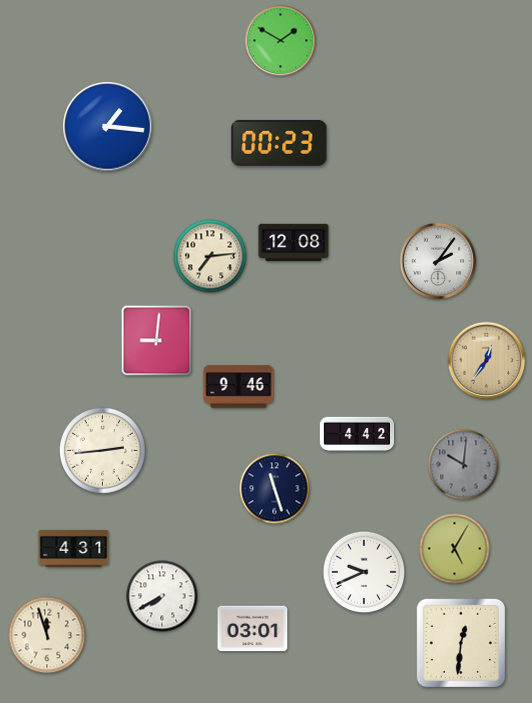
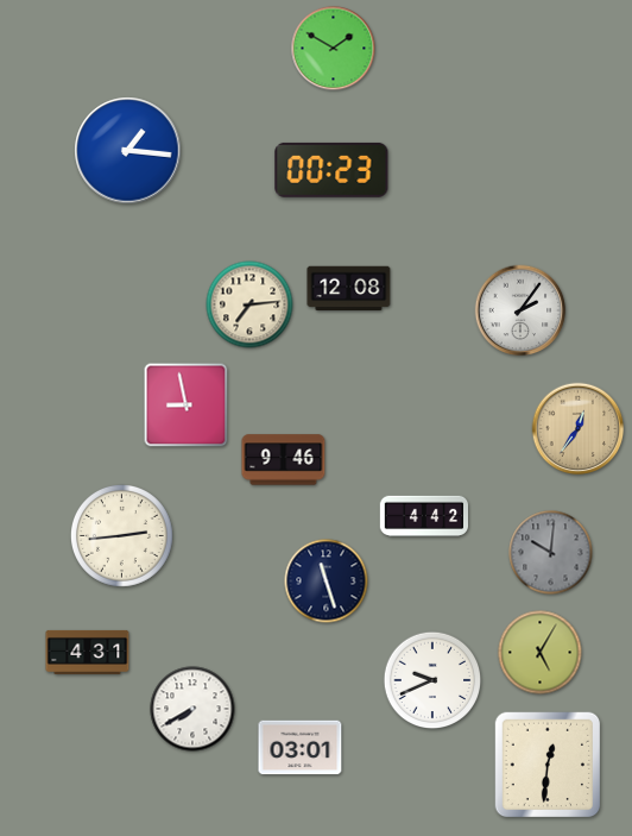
clock at (157, 341): 9:01 -> 8:58
clock at (47, 635): 11:57 -> none
